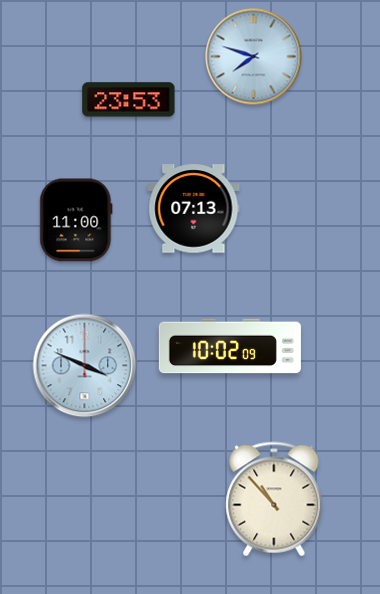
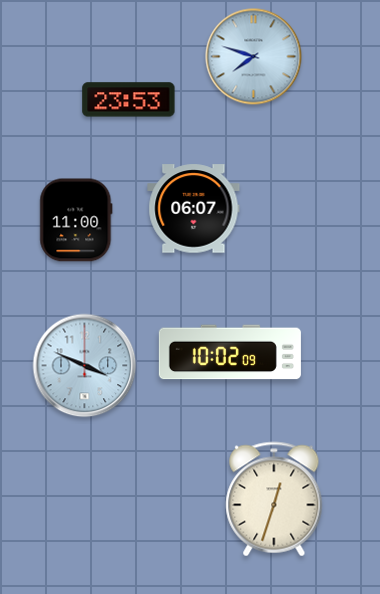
clock at (194, 209): 07:13 -> 06:07
clock at (230, 346) position: (230, 346) -> (230, 352)
clock at (274, 499): 10:53 -> 12:33
